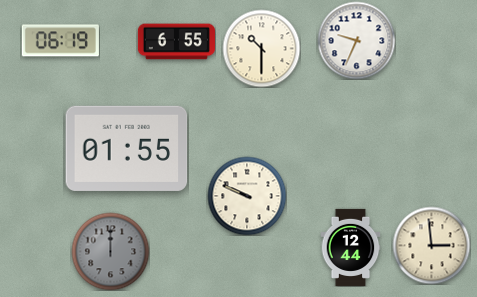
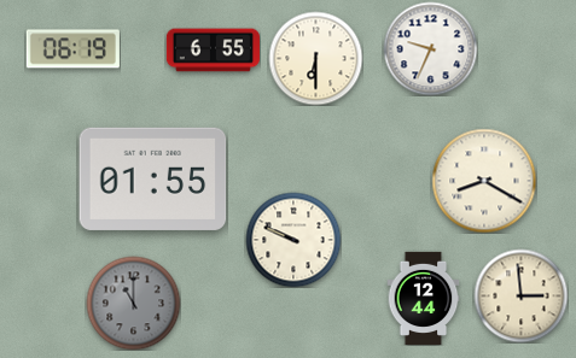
clock at (261, 48): 10:30 -> 6:30
clock at (484, 181): none -> 8:20
clock at (247, 196) position: (247, 196) -> (293, 240)
clock at (110, 251): 12:00 -> 11:00
